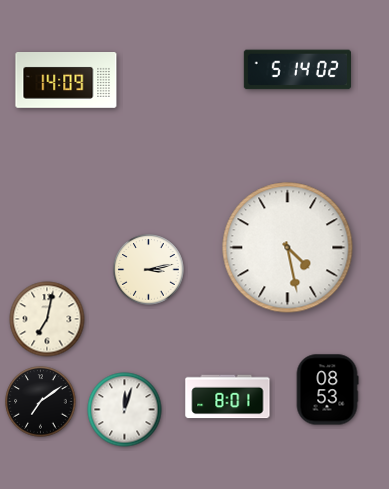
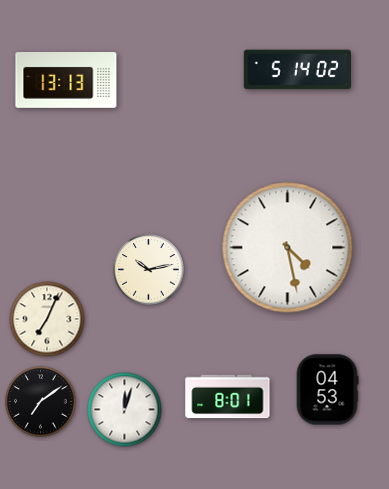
clock at (66, 81): 14:09 -> 13:13
clock at (149, 270): 3:13 -> 10:13
clock at (47, 319): 7:02 -> 7:04
clock at (327, 390): 08:53 -> 04:53
